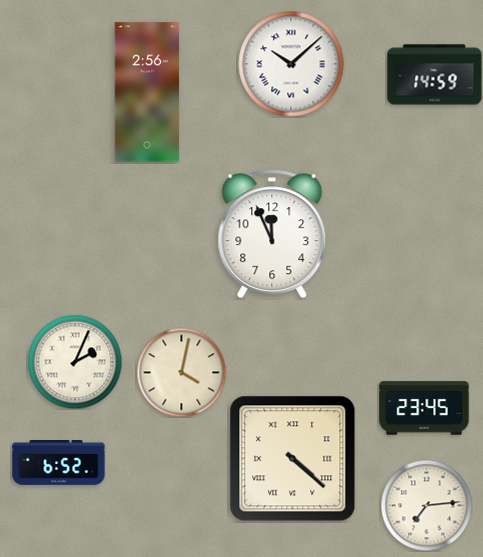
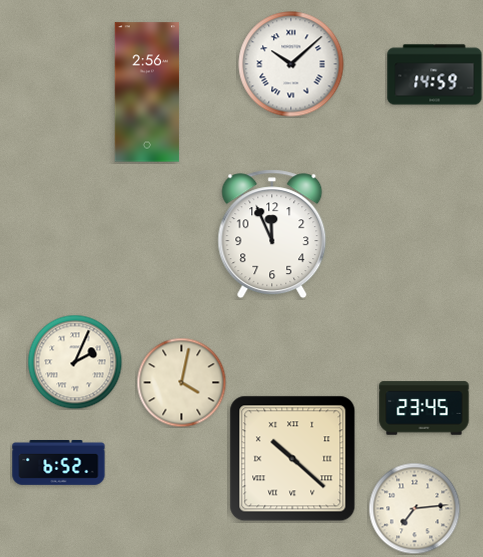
clock at (181, 372) position: (181, 372) -> (181, 382)
clock at (293, 459): 4:22 -> 10:22
clock at (426, 505) position: (426, 505) -> (414, 508)
